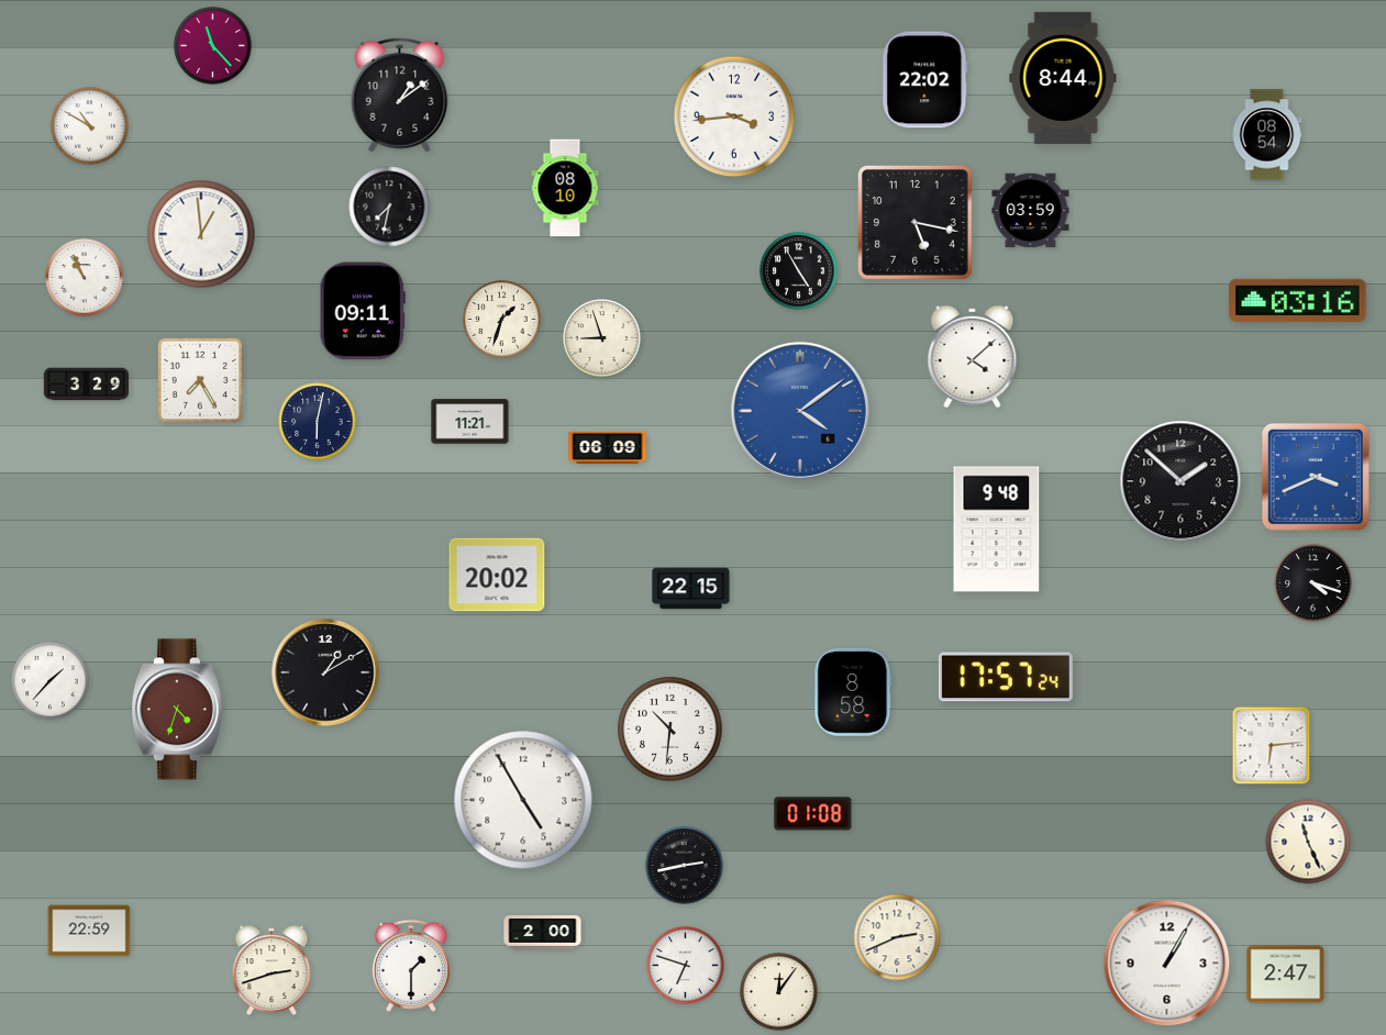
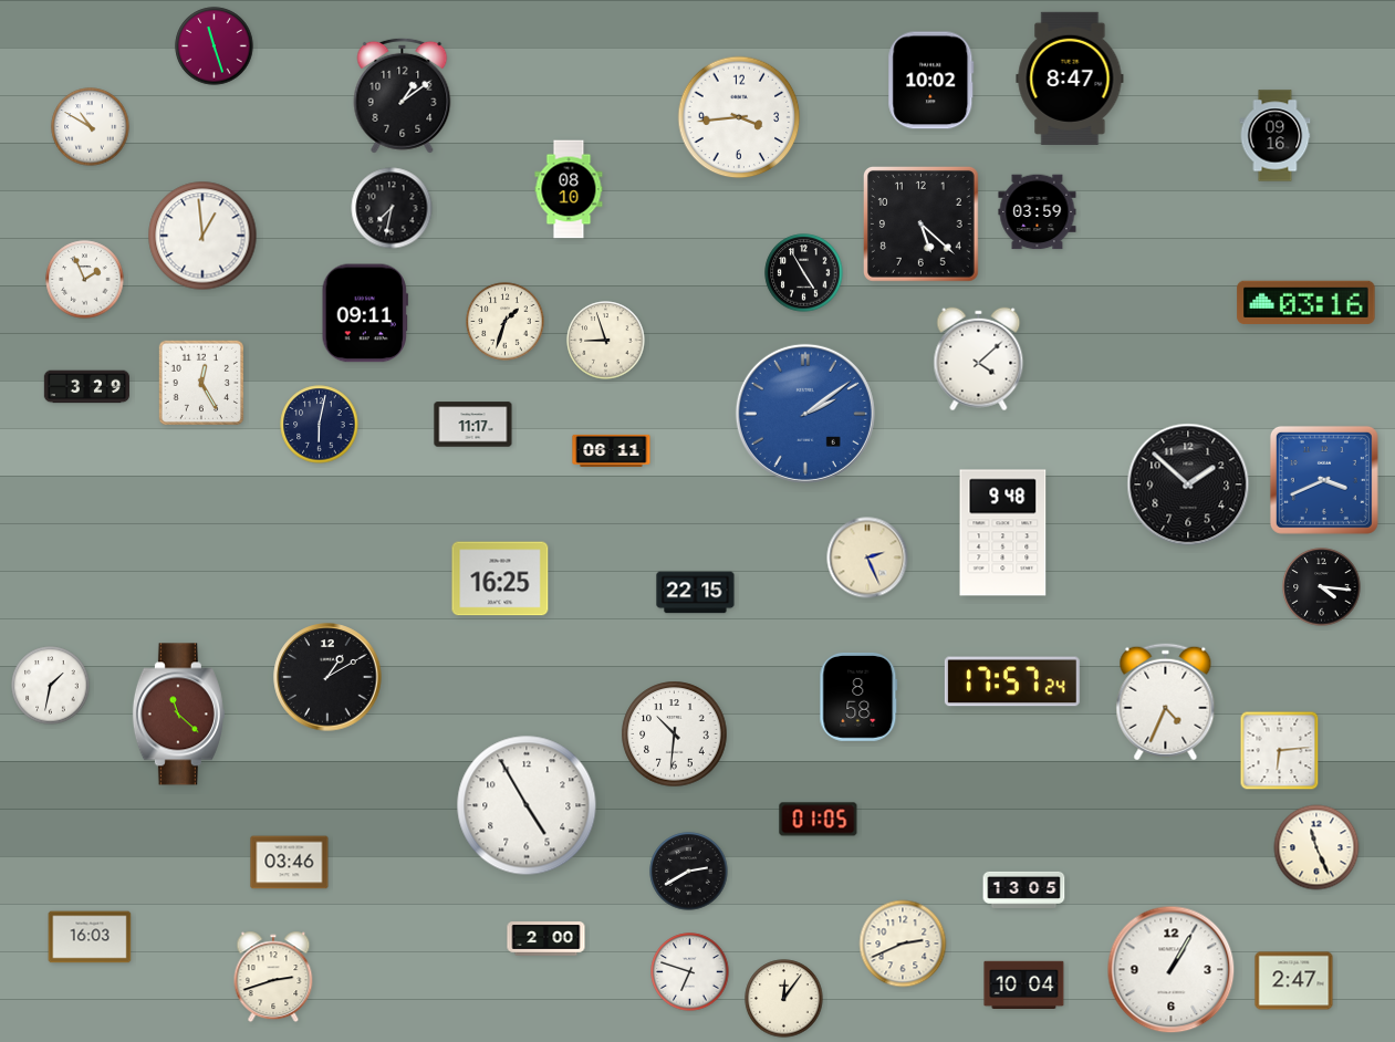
clock at (213, 46): 11:23 -> 11:27
clock at (1063, 78): 8:44 -> 8:47
clock at (925, 80): 22:02 -> 10:02
clock at (1267, 135): 08:54 -> 09:16
clock at (914, 222): 5:17 -> 5:22
clock at (85, 278): 10:56 -> 1:56
clock at (199, 379): 7:25 -> 12:25
clock at (800, 411): 4:09 -> 2:09
clock at (470, 422): 11:21 -> 11:17
clock at (608, 447): 06:09 -> 06:11
clock at (867, 558): none -> 2:26
clock at (497, 575): 20:02 -> 16:25
clock at (1313, 583): 4:18 -> 4:16
clock at (51, 681): 1:37 -> 1:32
clock at (1166, 702): none -> 4:34
clock at (177, 710): 4:33 -> 11:22
clock at (813, 814): 01:08 -> 01:05
clock at (290, 863): none -> 03:46
clock at (685, 866): 2:43 -> 2:40
clock at (1024, 889): none -> 13:05
clock at (89, 931): 22:59 -> 16:03
clock at (1167, 964) position: (1167, 964) -> (1172, 970)
clock at (411, 966): 1:30 -> none
clock at (1024, 984): none -> 10:04
